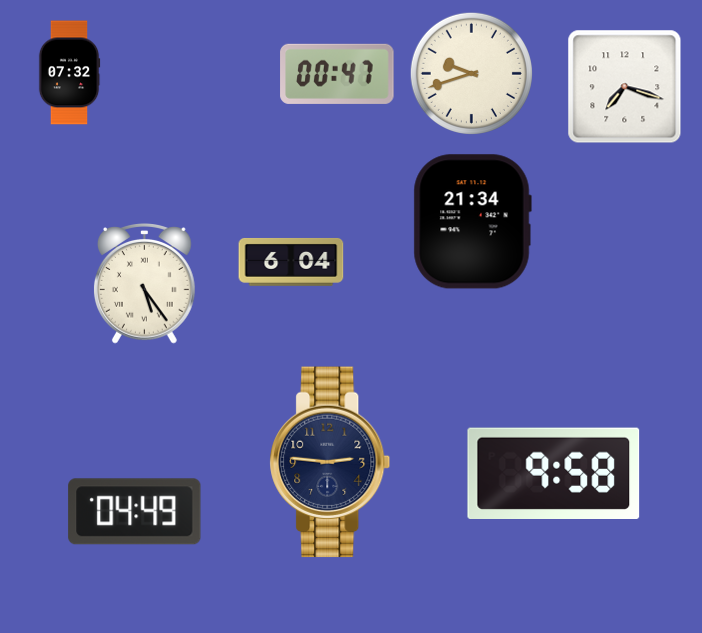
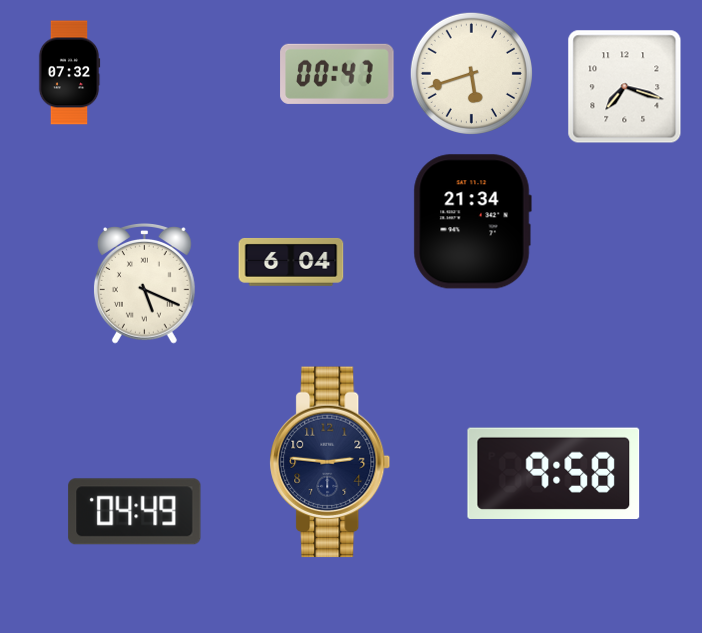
clock at (471, 73): 9:42 -> 5:42
clock at (144, 284): 5:24 -> 5:19
